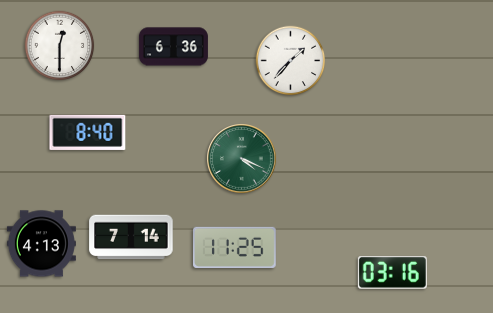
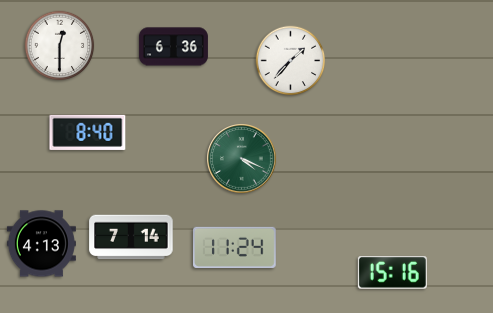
clock at (235, 247): 11:25 -> 11:24
clock at (392, 273): 03:16 -> 15:16
